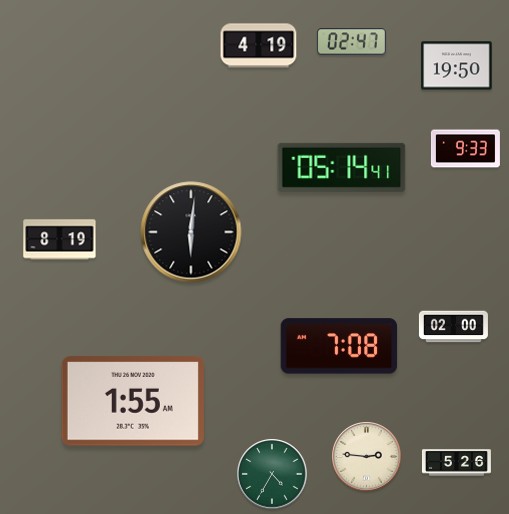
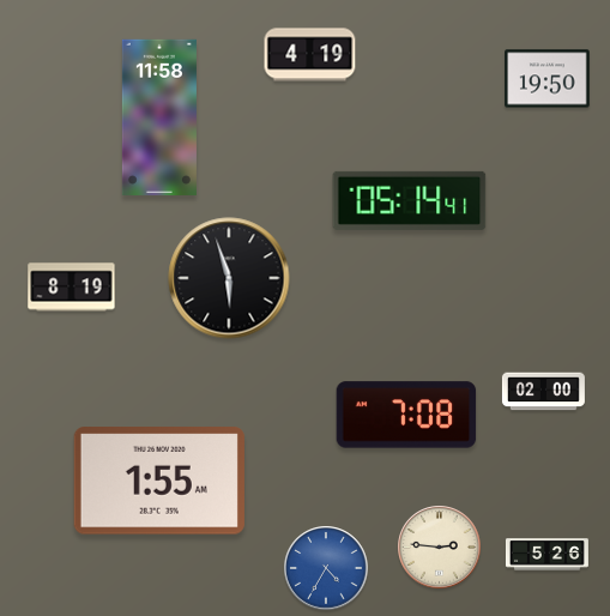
clock at (351, 42): 02:47 -> none
clock at (159, 117): none -> 11:58
clock at (465, 149): 9:33 -> none
clock at (191, 232): 6:01 -> 5:57
clock at (272, 474) dial: green -> blue
